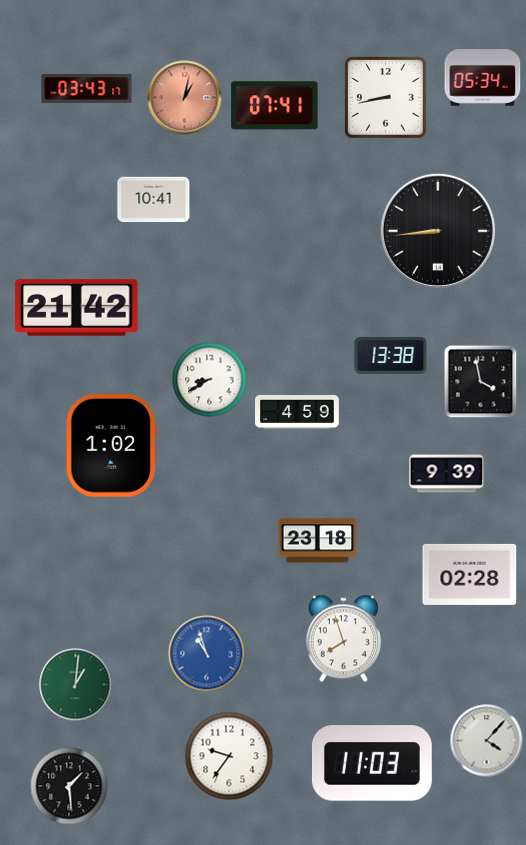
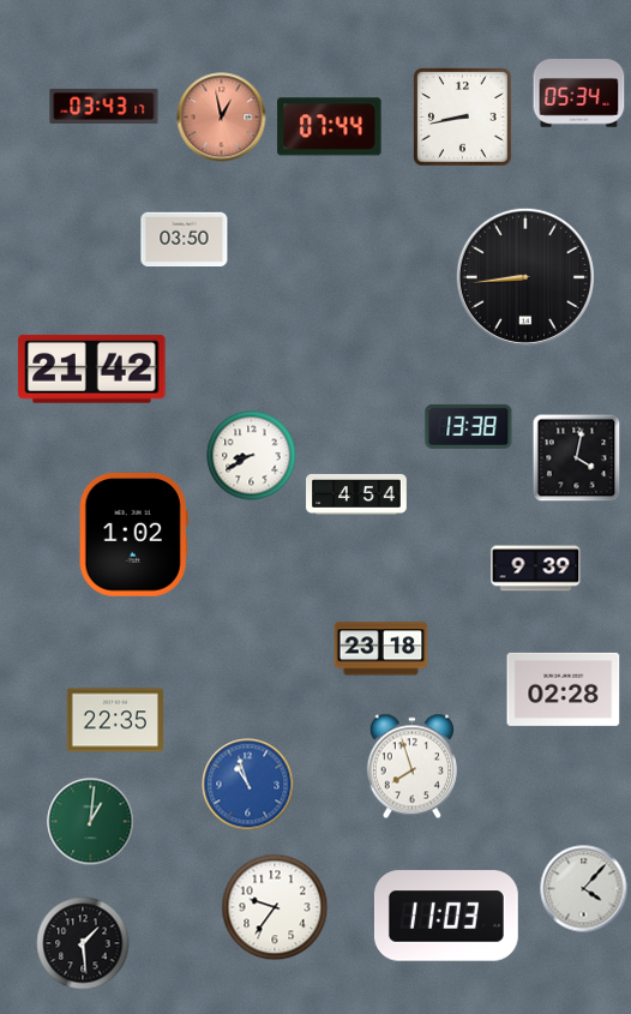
clock at (185, 98): 1:02 -> 12:58
clock at (275, 106): 07:41 -> 07:44
clock at (154, 200): 10:41 -> 03:50
clock at (481, 382): 3:58 -> 4:02
clock at (297, 412): 4:59 -> 4:54
clock at (114, 720): none -> 22:35
